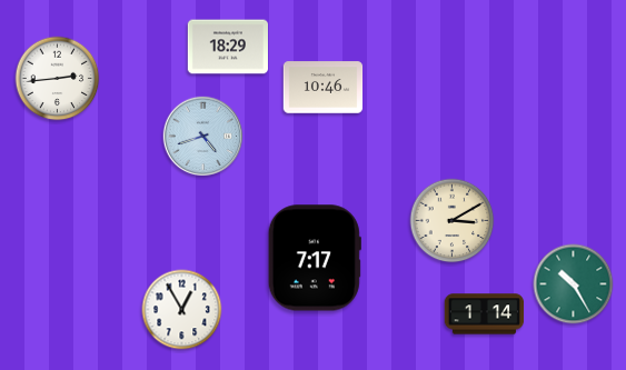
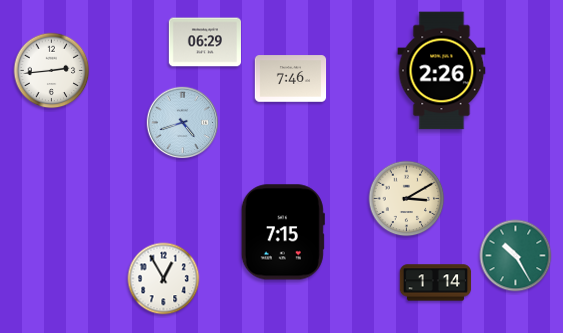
clock at (228, 47): 18:29 -> 06:29
clock at (442, 71): none -> 2:26
clock at (324, 88): 10:46 -> 7:46
clock at (315, 258): 7:17 -> 7:15
